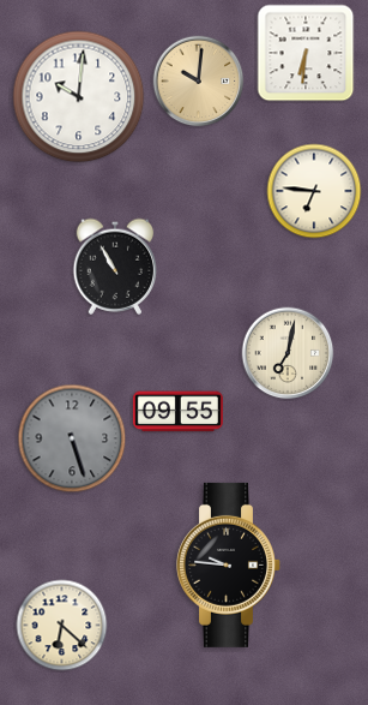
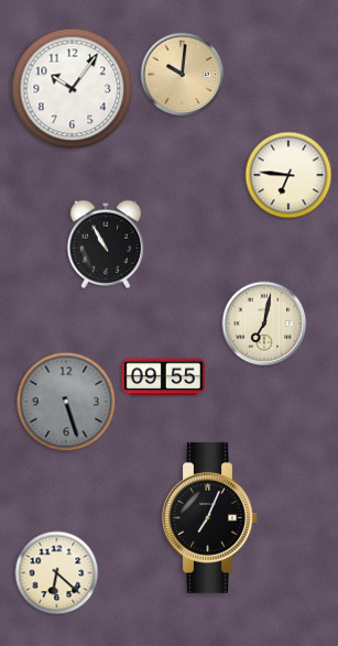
clock at (306, 53): 6:31 -> none
clock at (79, 97): 10:01 -> 10:06
clock at (229, 564): 9:46 -> 7:04
